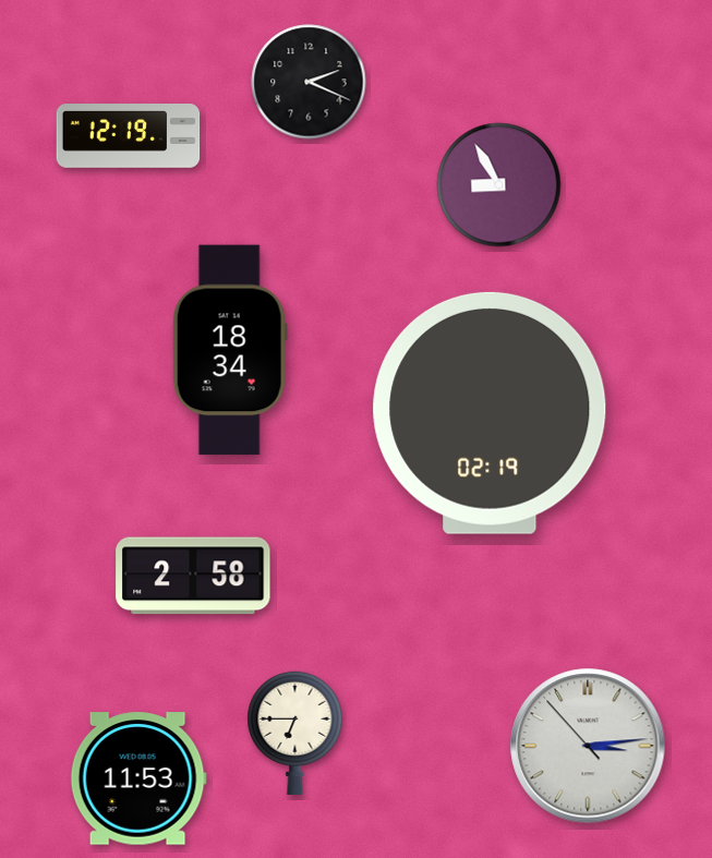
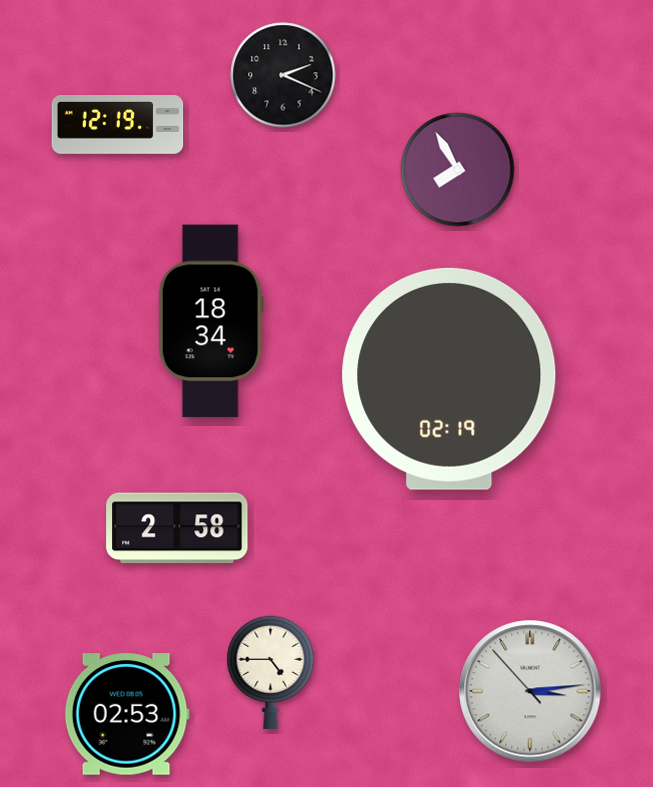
clock at (499, 185): 8:55 -> 7:55
clock at (295, 733): 6:45 -> 4:45
clock at (588, 746) position: (588, 746) -> (530, 691)
clock at (138, 778): 11:53 -> 02:53
